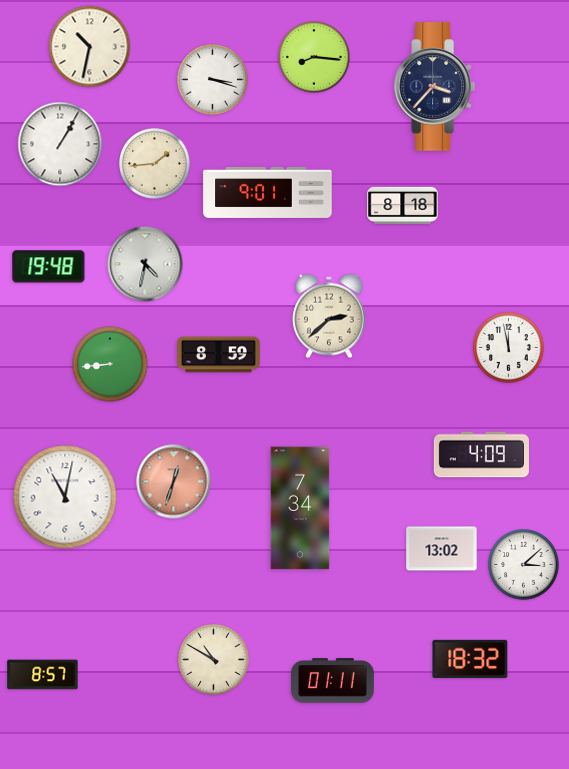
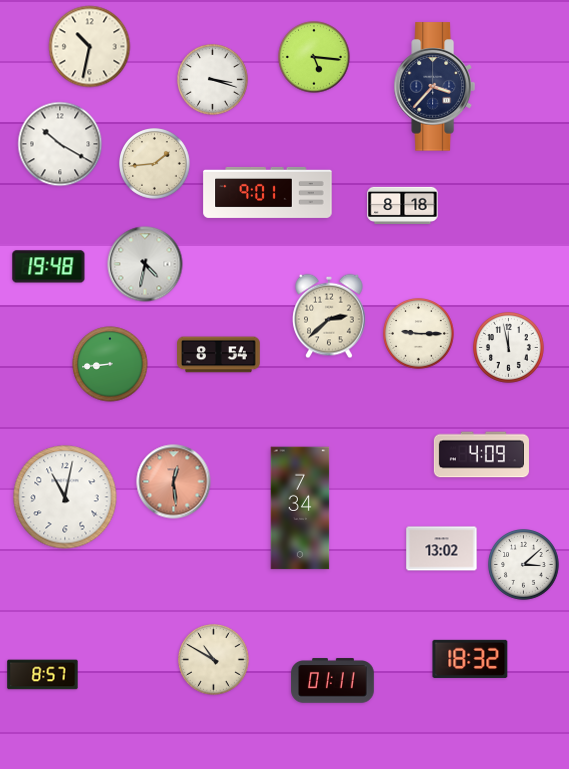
clock at (314, 57): 8:16 -> 5:16
clock at (60, 144): 1:05 -> 10:20
clock at (419, 334): none -> 9:15
clock at (219, 355): 8:59 -> 8:54
clock at (174, 482): 12:33 -> 12:29
